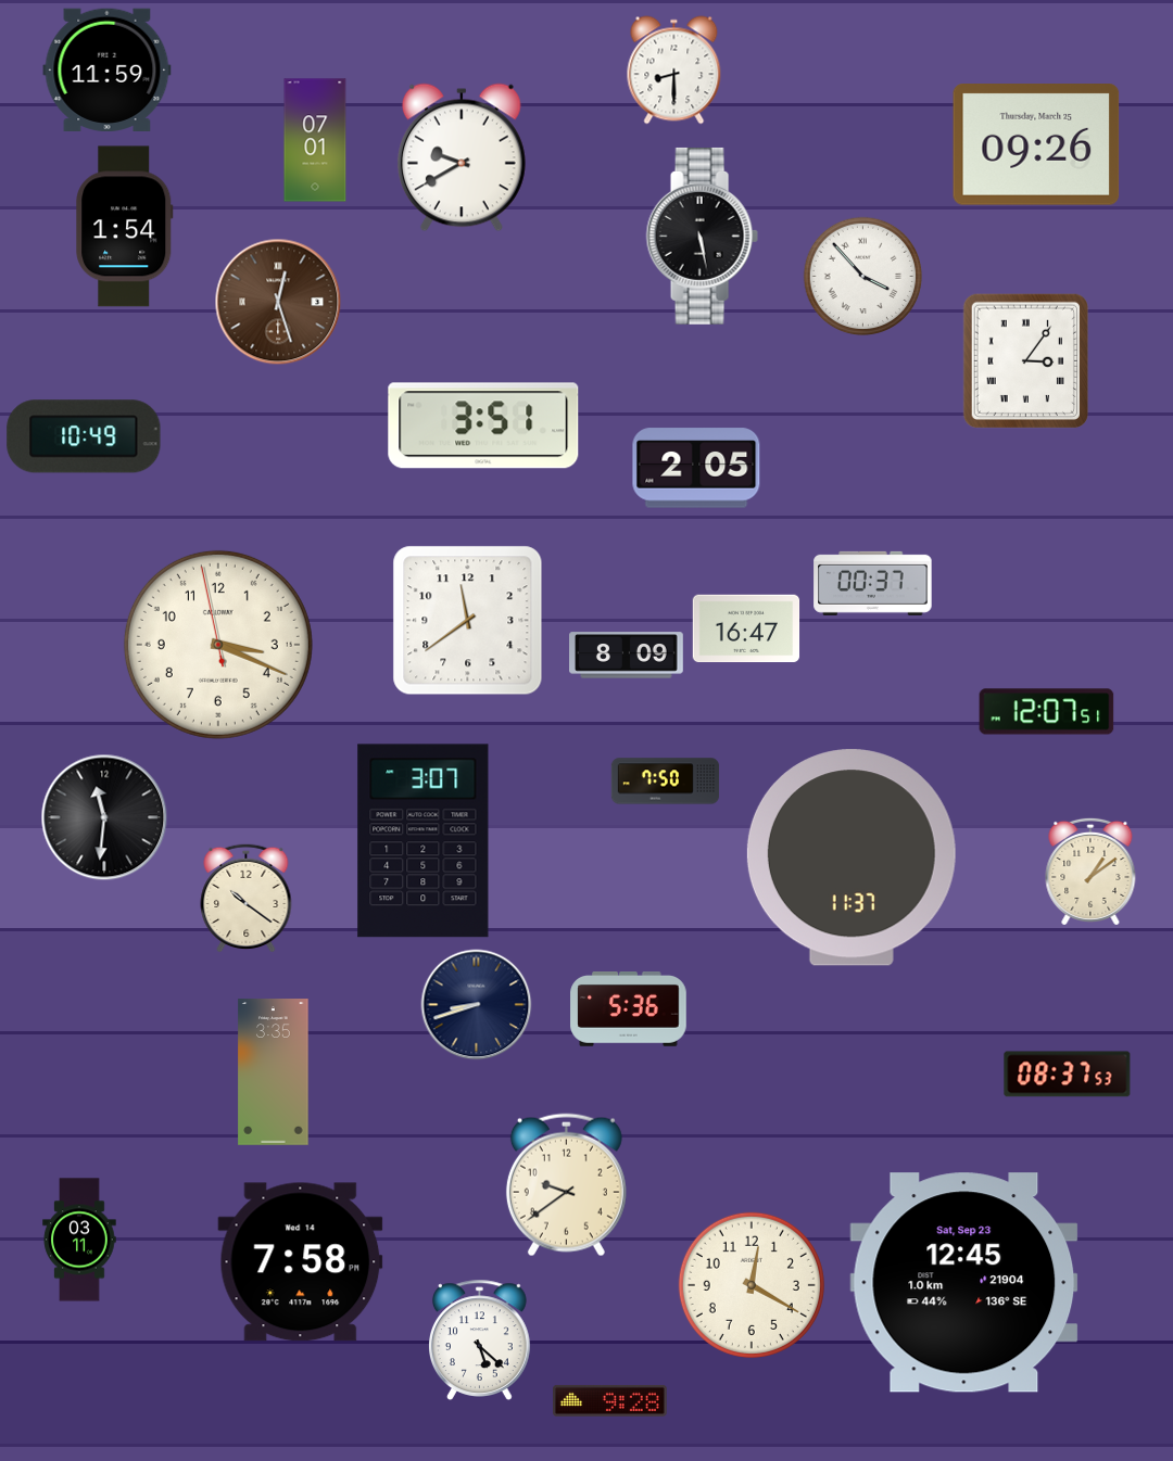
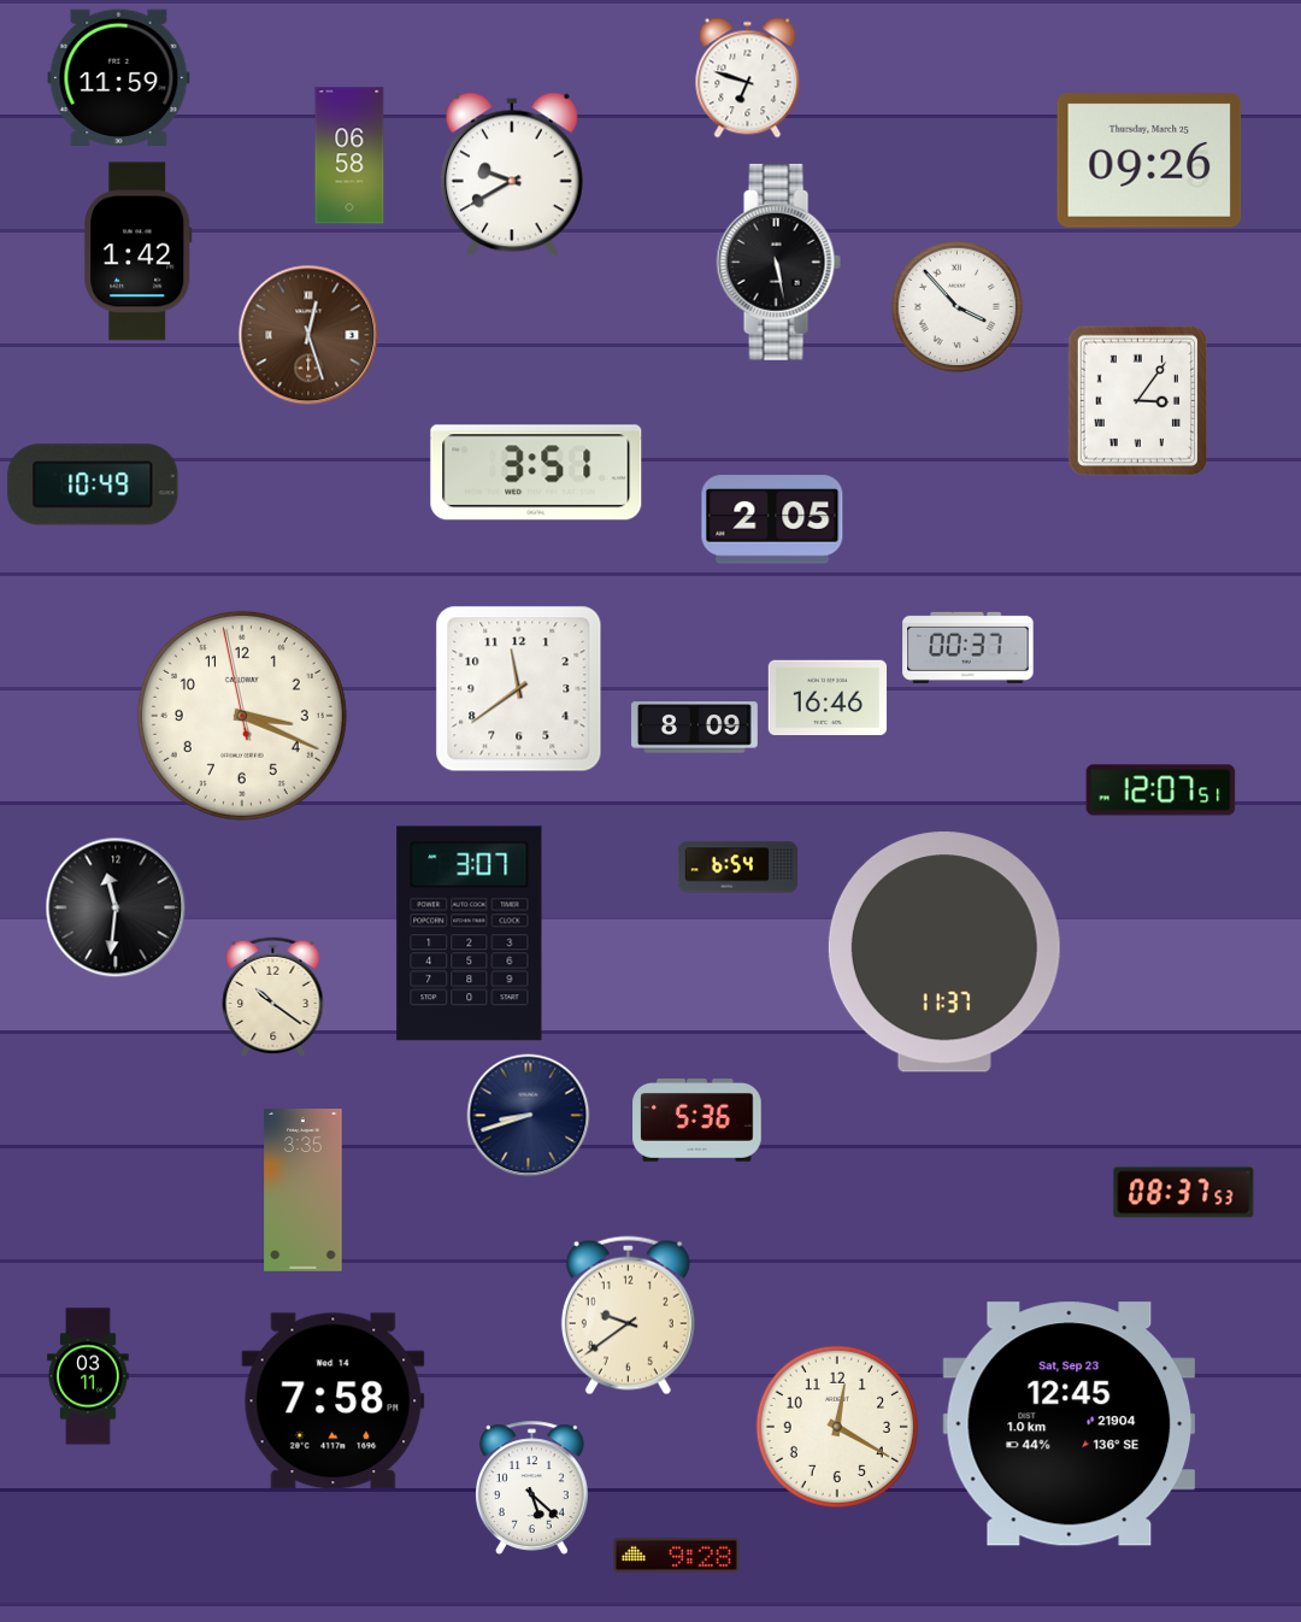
clock at (674, 71): 8:30 -> 6:48
clock at (315, 140): 07:01 -> 06:58
clock at (125, 227): 1:54 -> 1:42
clock at (746, 628): 16:47 -> 16:46
clock at (666, 782): 7:50 -> 6:54
clock at (1090, 871): 1:09 -> none
clock at (752, 1285) position: (752, 1285) -> (837, 1427)
